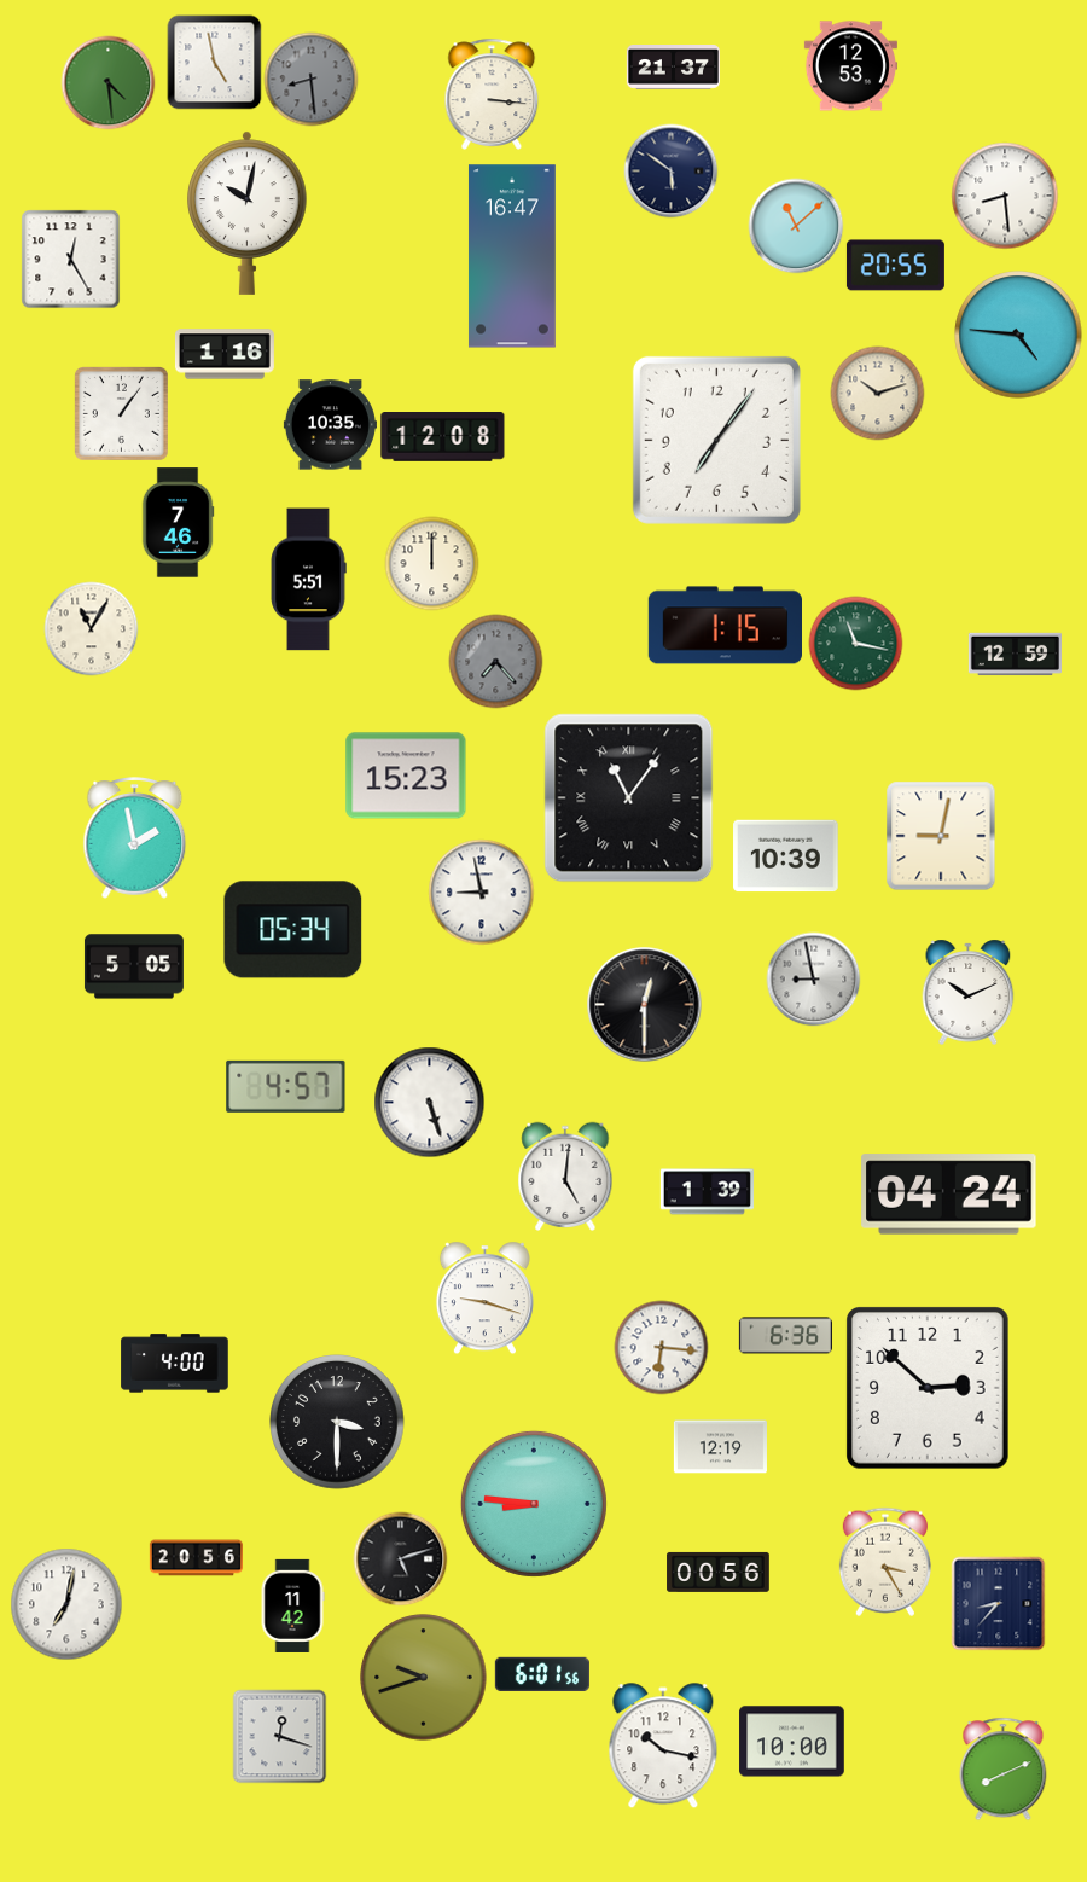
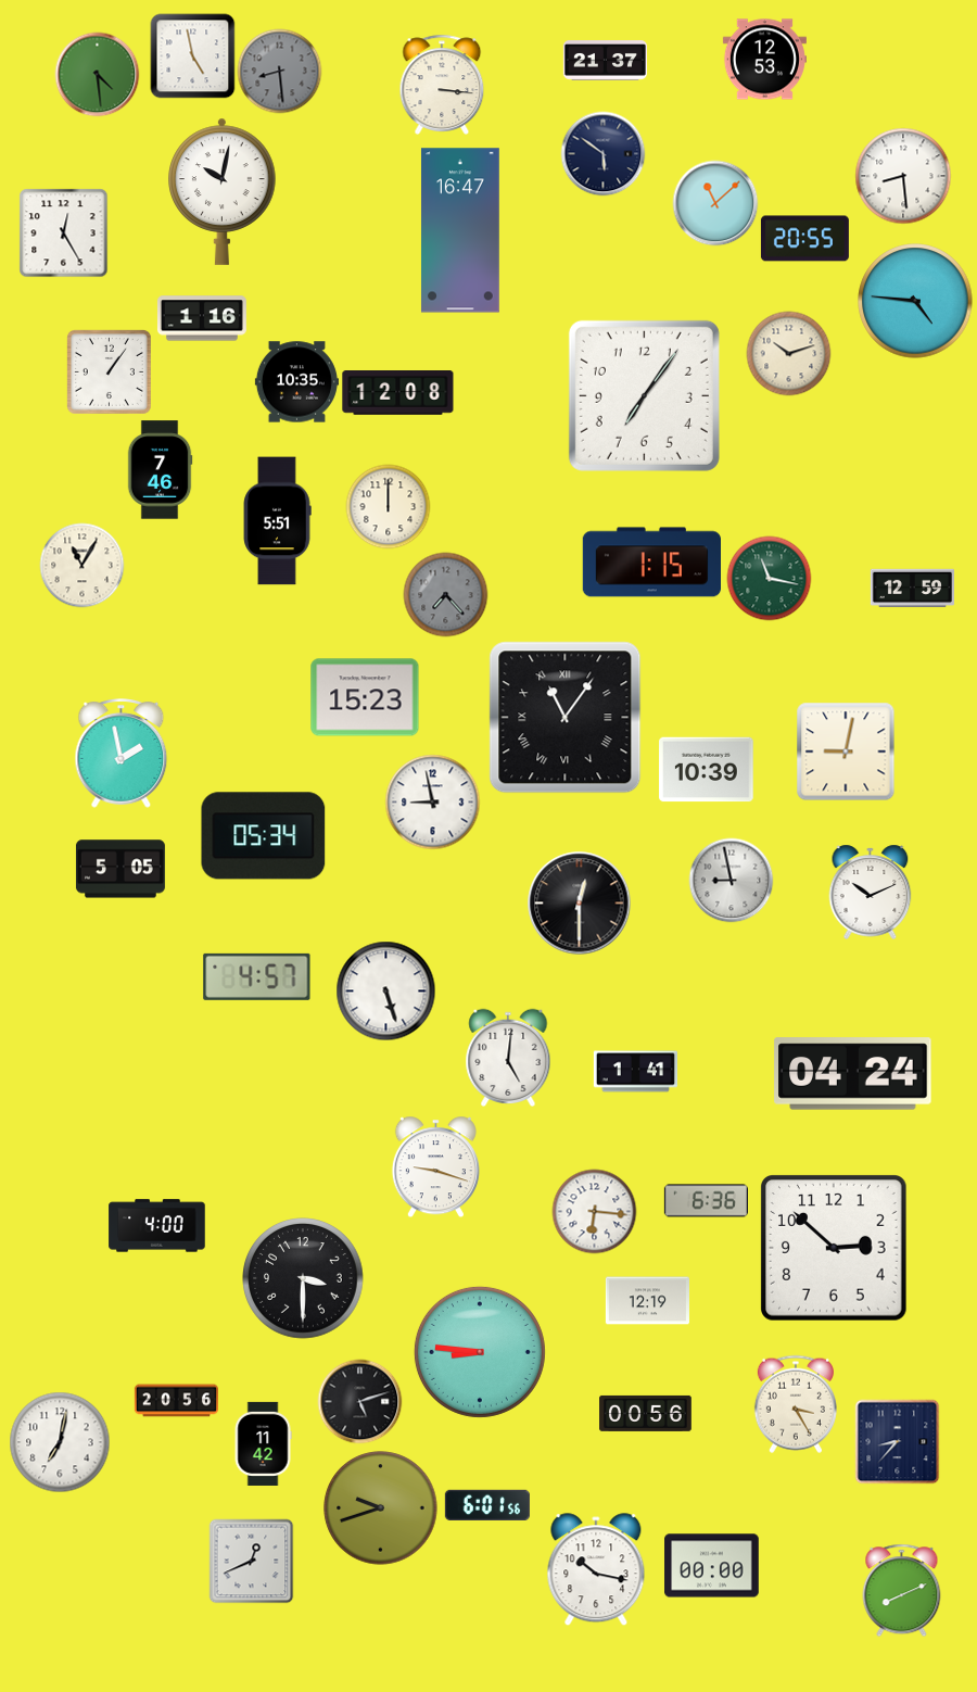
clock at (707, 1192): 1:39 -> 1:41
clock at (279, 1736): 12:18 -> 12:41
clock at (792, 1742): 10:00 -> 00:00
